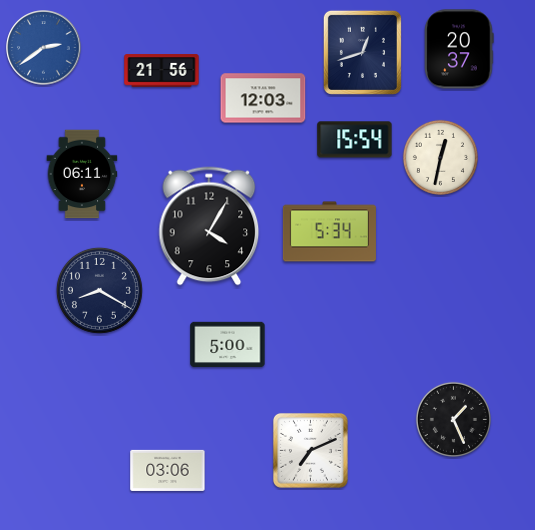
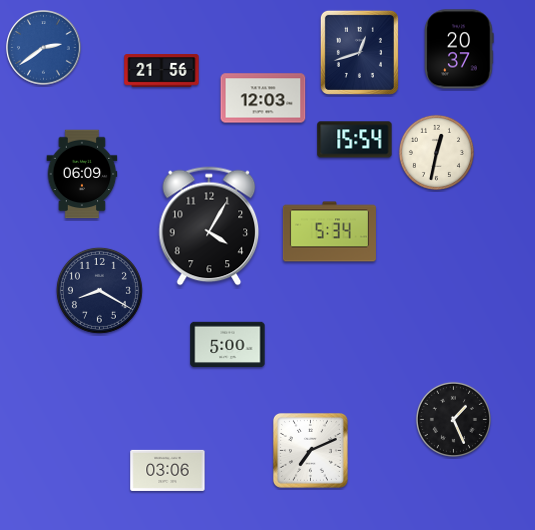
clock at (362, 52) position: (362, 52) -> (359, 52)
clock at (440, 157) position: (440, 157) -> (436, 152)
clock at (82, 174): 06:11 -> 06:09
